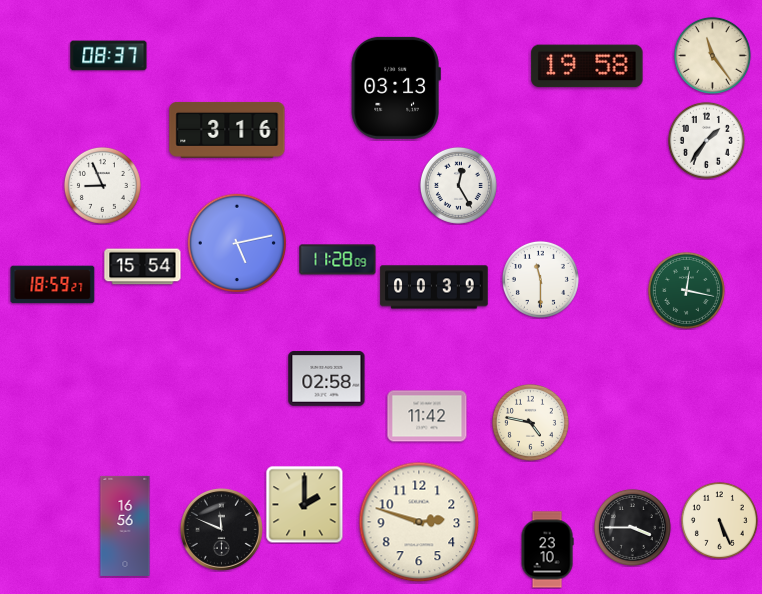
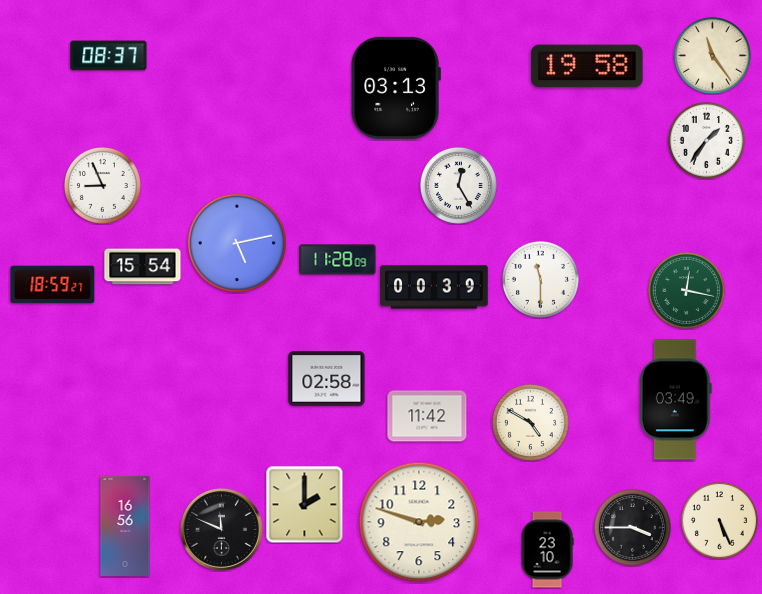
clock at (227, 130): 3:16 -> none
clock at (676, 400): none -> 03:49
clock at (530, 422): 4:47 -> 4:50
